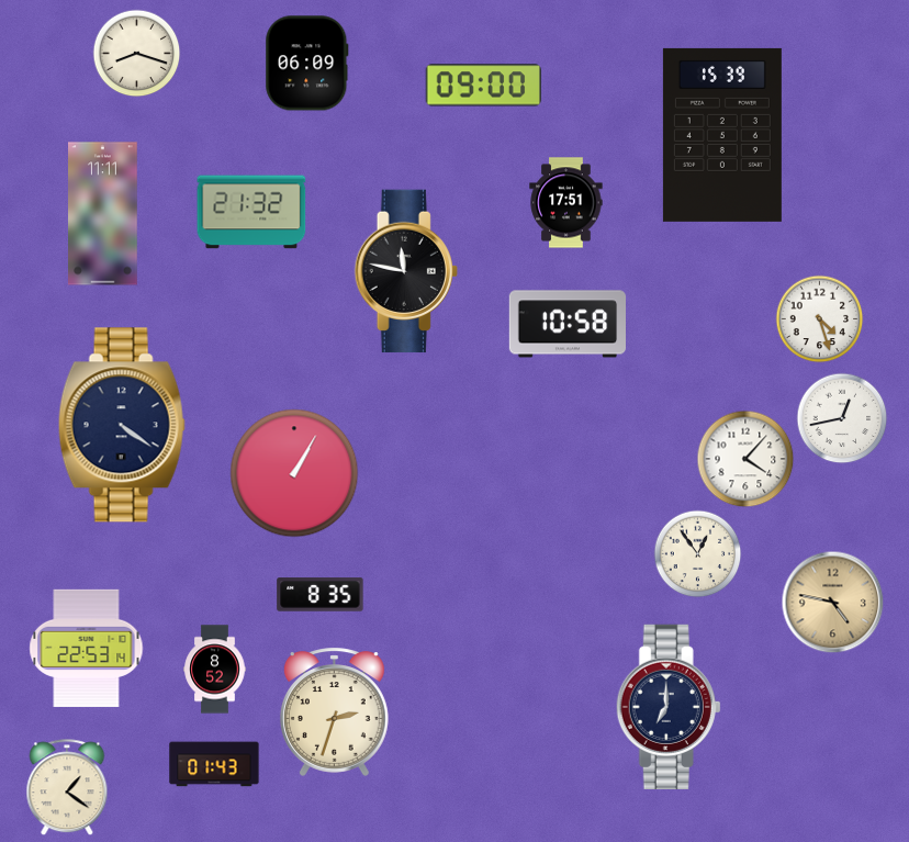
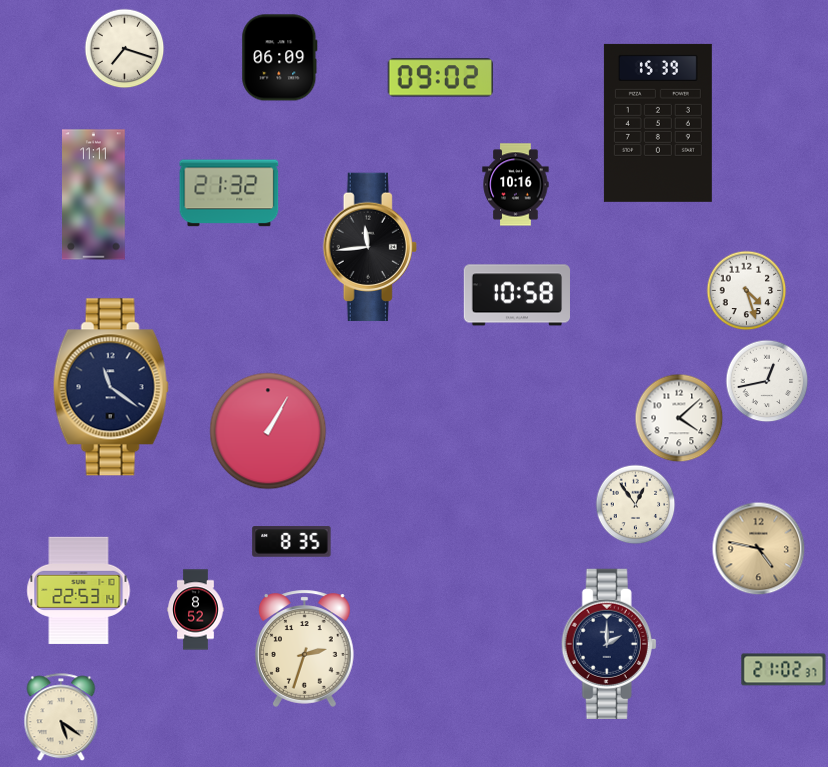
clock at (136, 53): 8:18 -> 7:18
clock at (483, 86): 09:00 -> 09:02
clock at (566, 203): 17:51 -> 10:16
clock at (406, 271): 11:47 -> 11:44
clock at (122, 425): 4:21 -> 11:21
clock at (745, 459): 4:07 -> 4:08
clock at (669, 707): 7:00 -> 2:00
clock at (784, 670): none -> 21:02
clock at (214, 764): 01:43 -> none
clock at (67, 787): 1:21 -> 5:21
